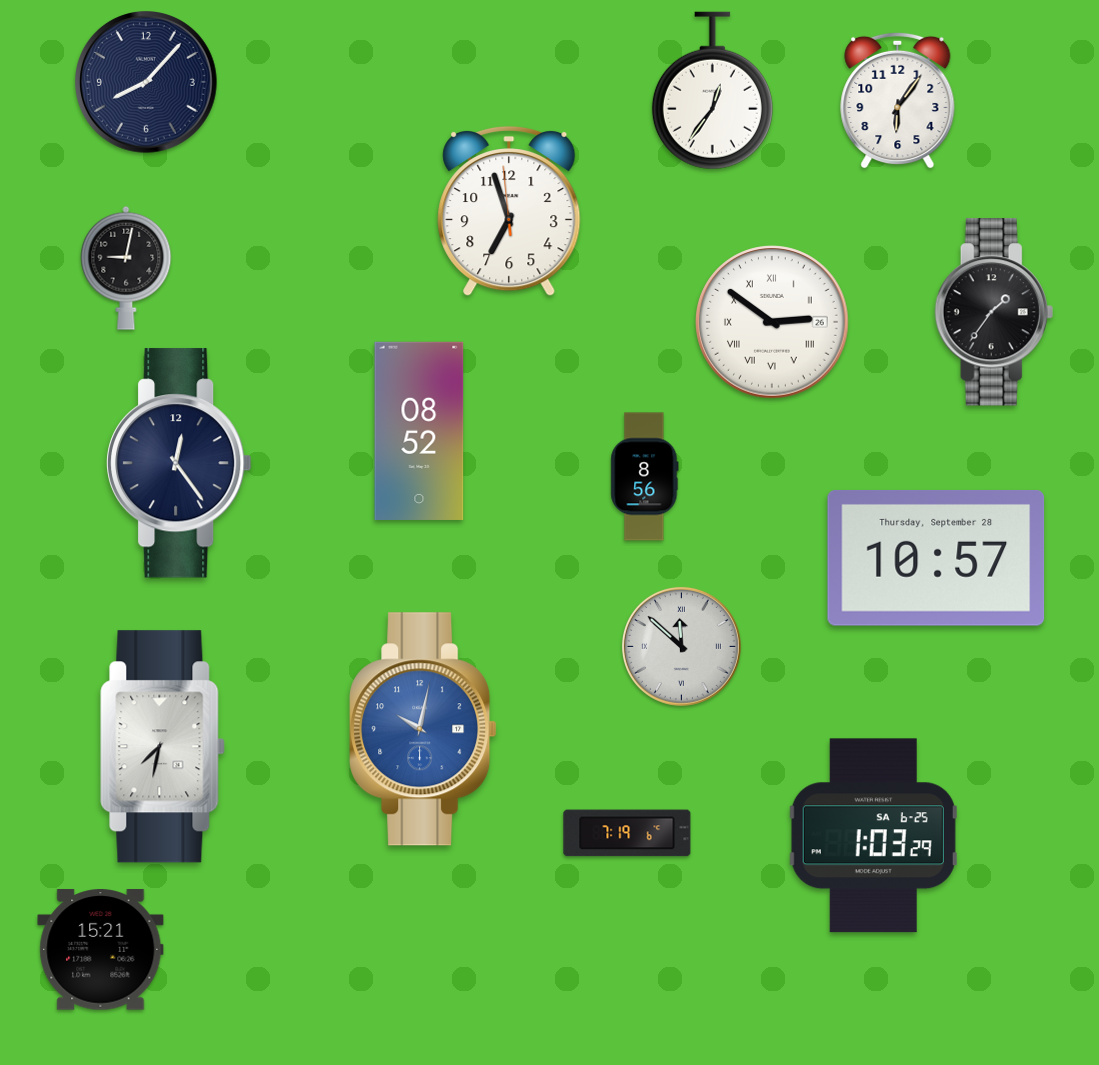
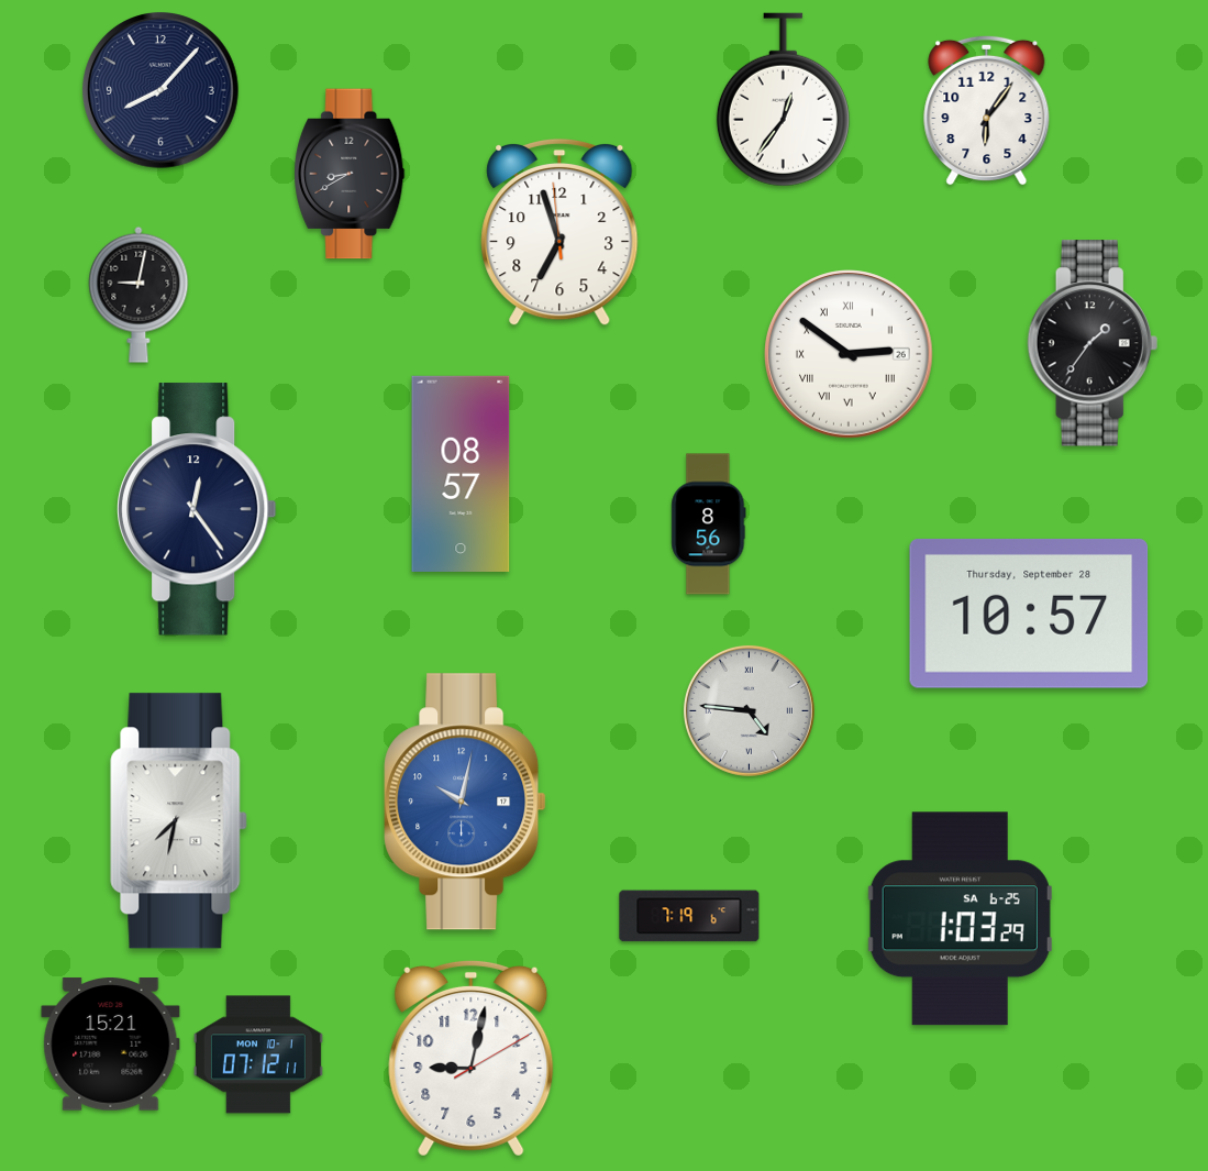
clock at (350, 174): none -> 8:40
clock at (419, 431): 08:52 -> 08:57
clock at (681, 646): 11:52 -> 4:46
clock at (258, 1054): none -> 07:12
clock at (472, 1058): none -> 9:02
